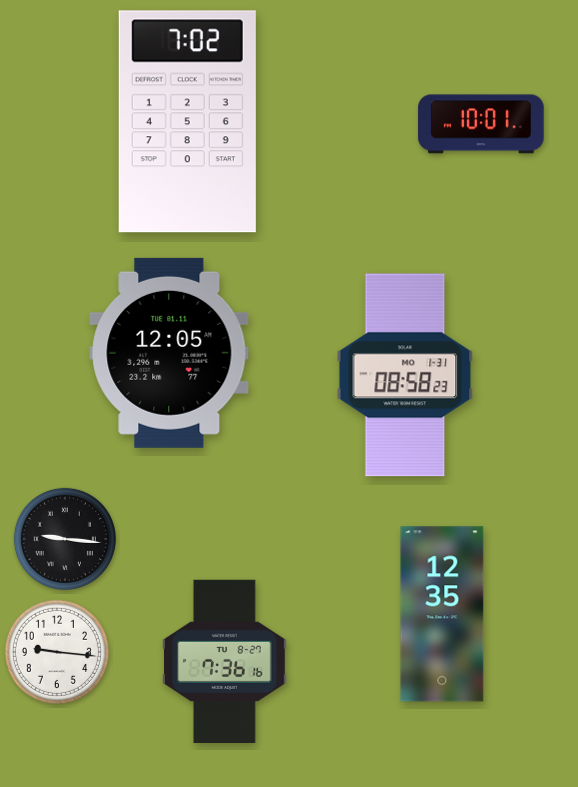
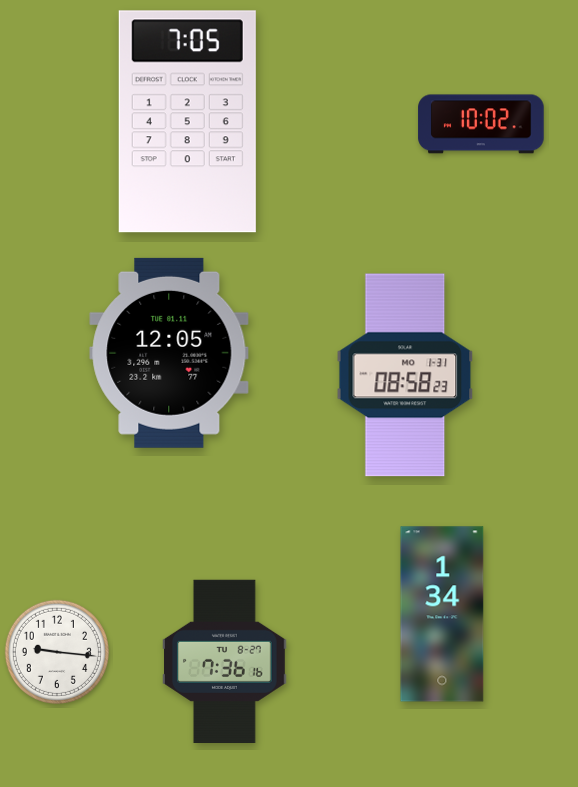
clock at (187, 122): 7:02 -> 7:05
clock at (481, 124): 10:01 -> 10:02
clock at (65, 539): 9:16 -> none
clock at (442, 614): 12:35 -> 1:34
